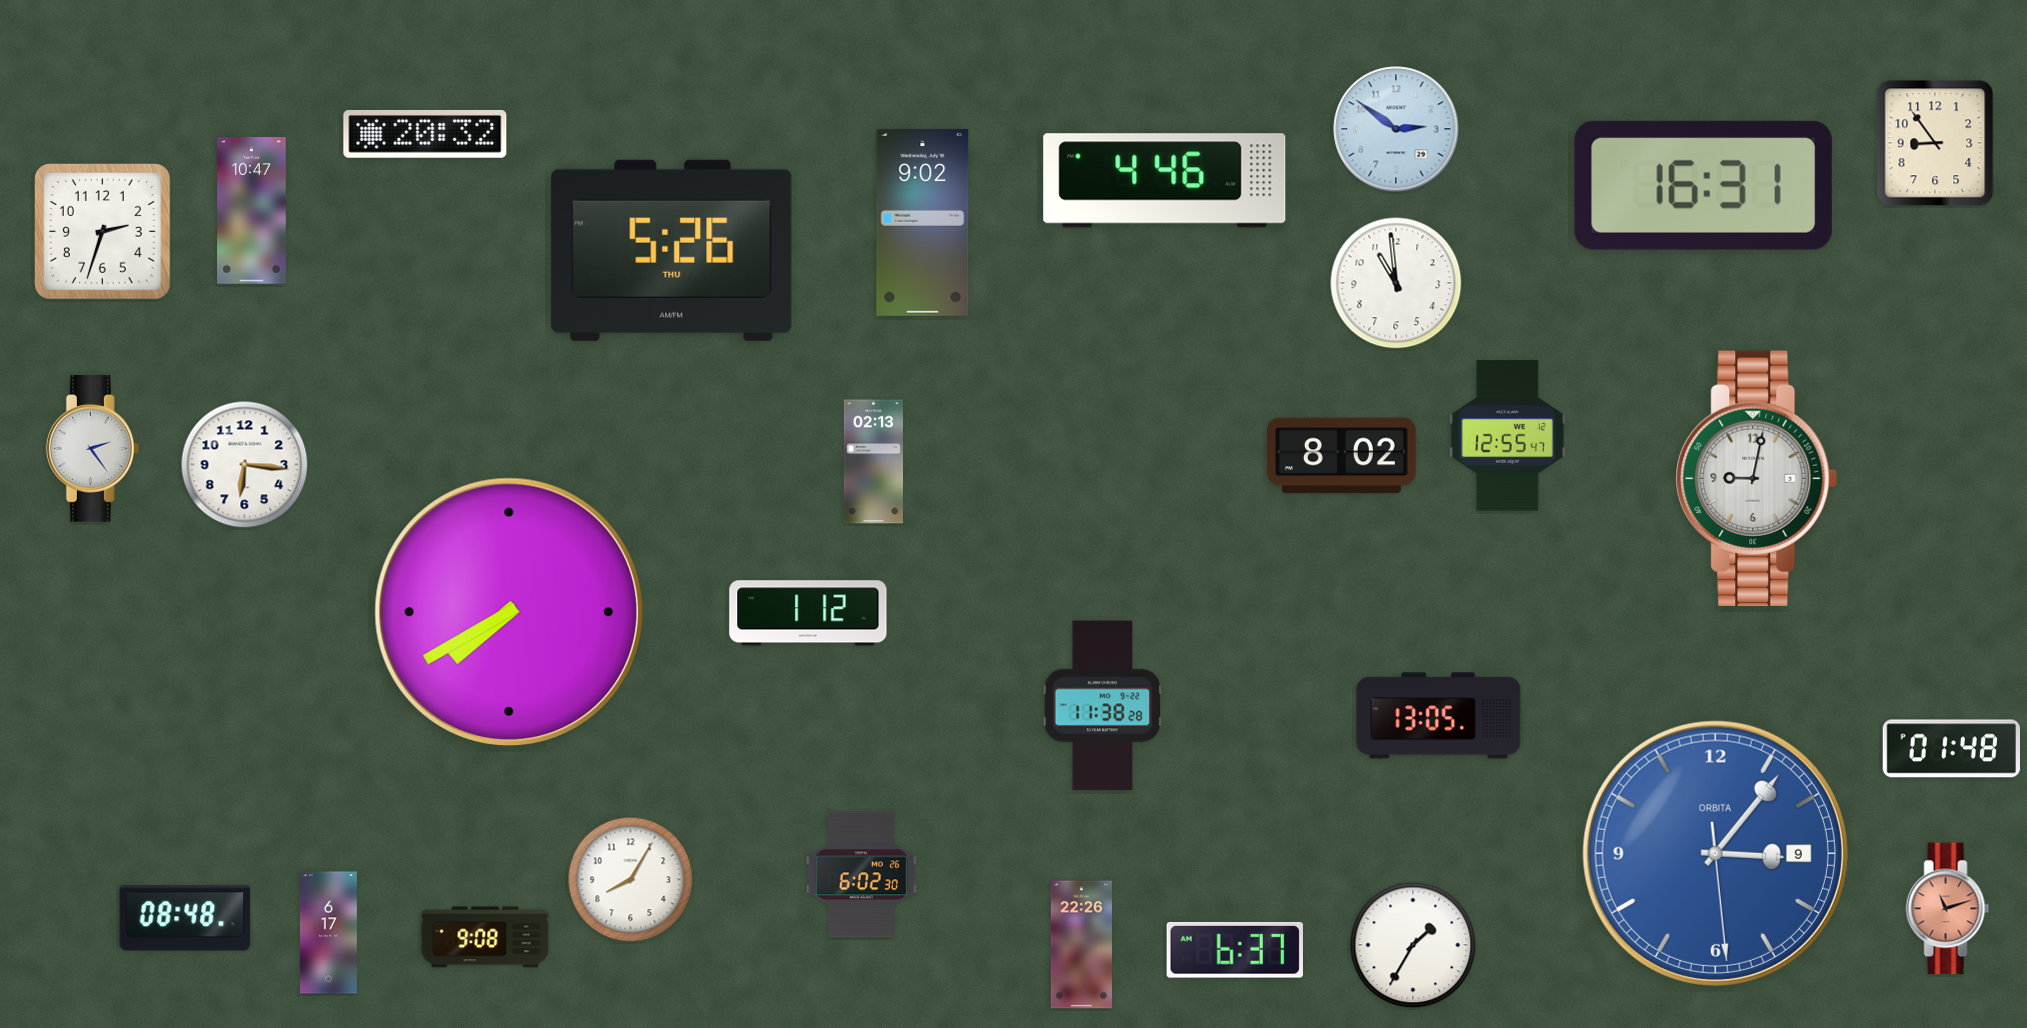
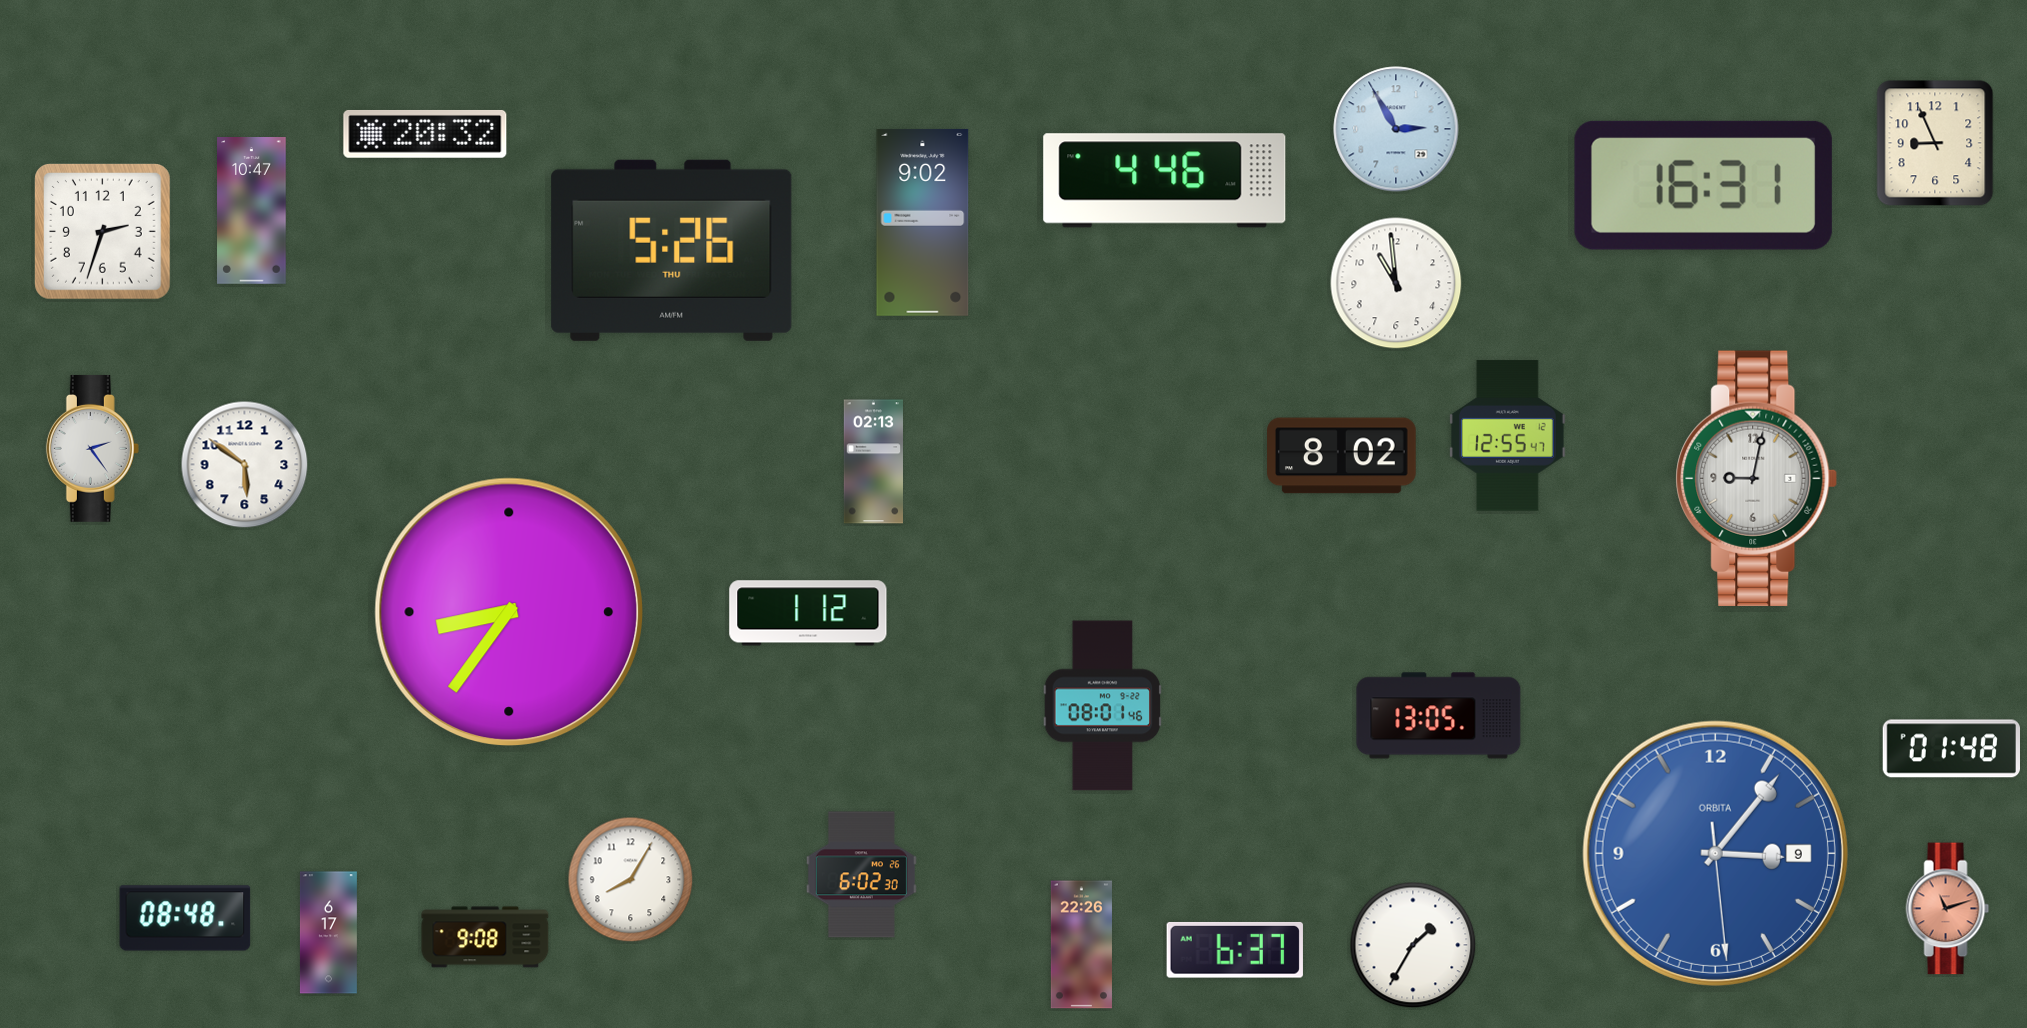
clock at (1396, 129): 2:51 -> 2:55
clock at (1935, 143): 8:54 -> 8:56
clock at (245, 465): 6:16 -> 5:51
clock at (508, 611): 7:40 -> 8:36
clock at (1103, 706): 11:38 -> 08:01
